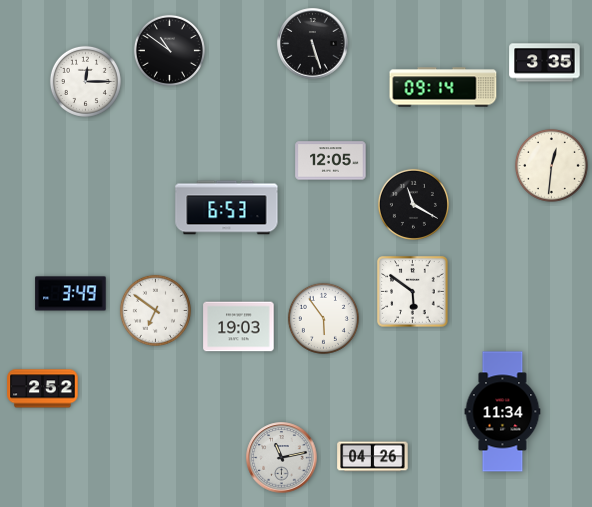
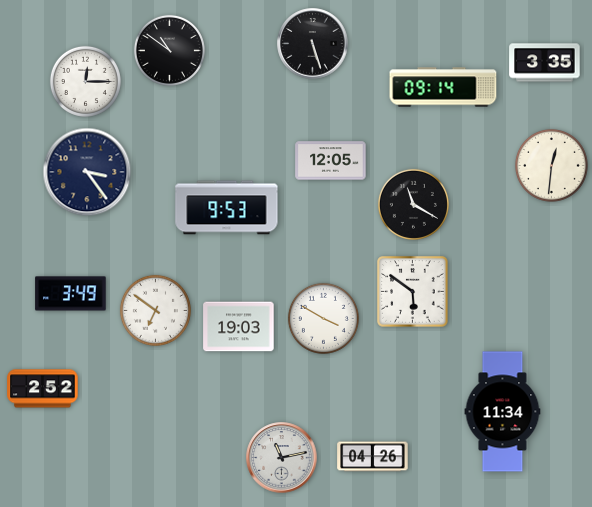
clock at (87, 172): none -> 3:24
clock at (227, 208): 6:53 -> 9:53
clock at (323, 318): 5:54 -> 3:50
